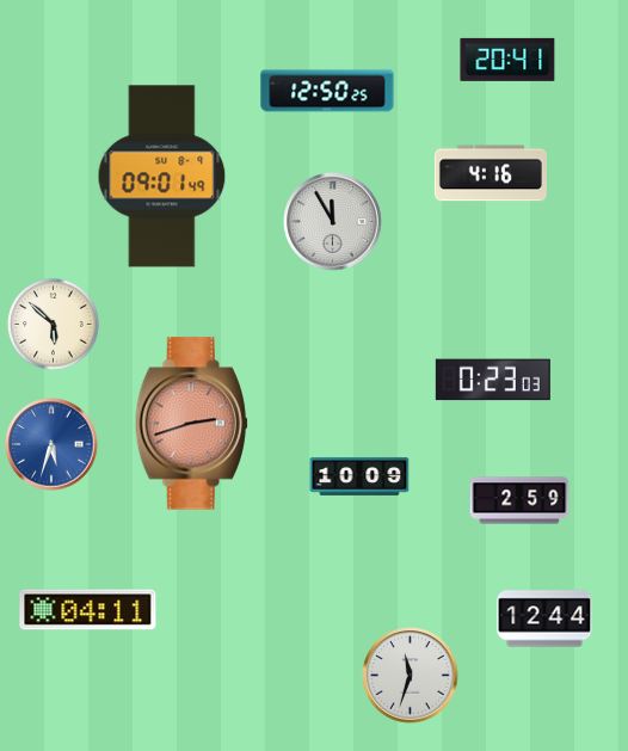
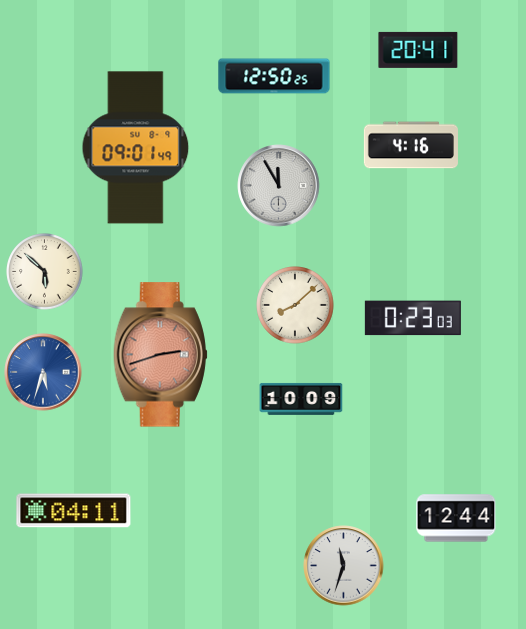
clock at (507, 60) position: (507, 60) -> (418, 50)
clock at (295, 305): none -> 8:08
clock at (519, 500): 2:59 -> none
